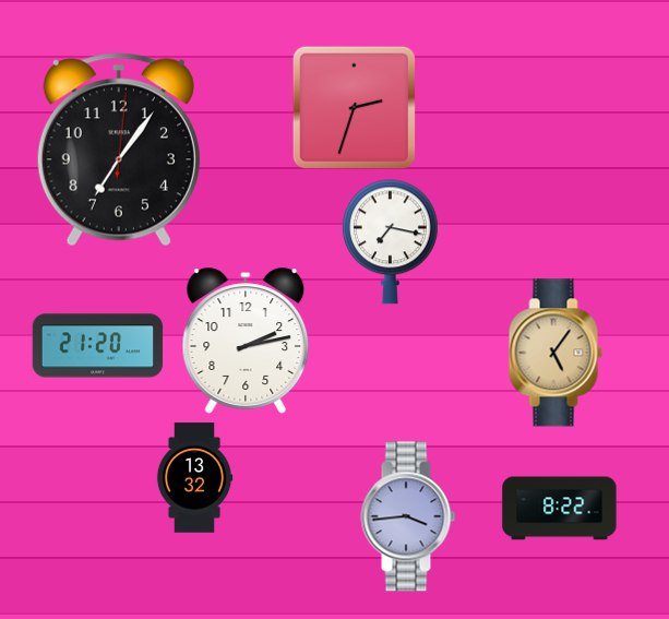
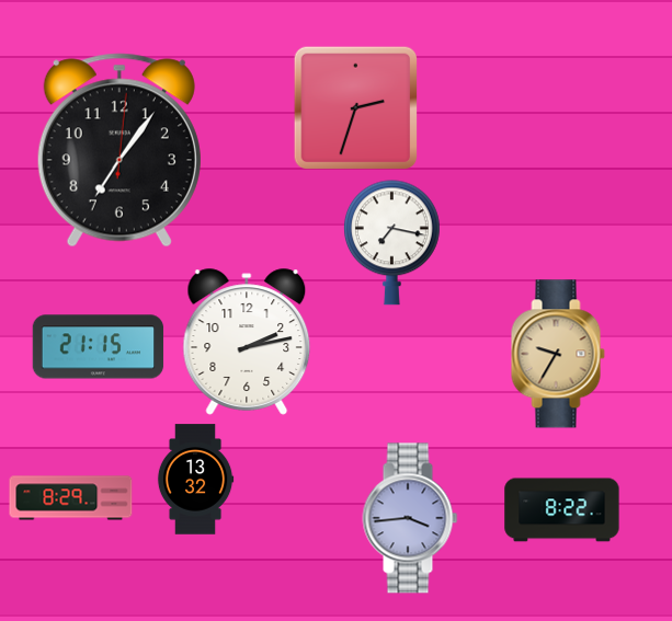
clock at (98, 346): 21:20 -> 21:15
clock at (555, 353): 5:06 -> 9:35
clock at (71, 498): none -> 8:29
